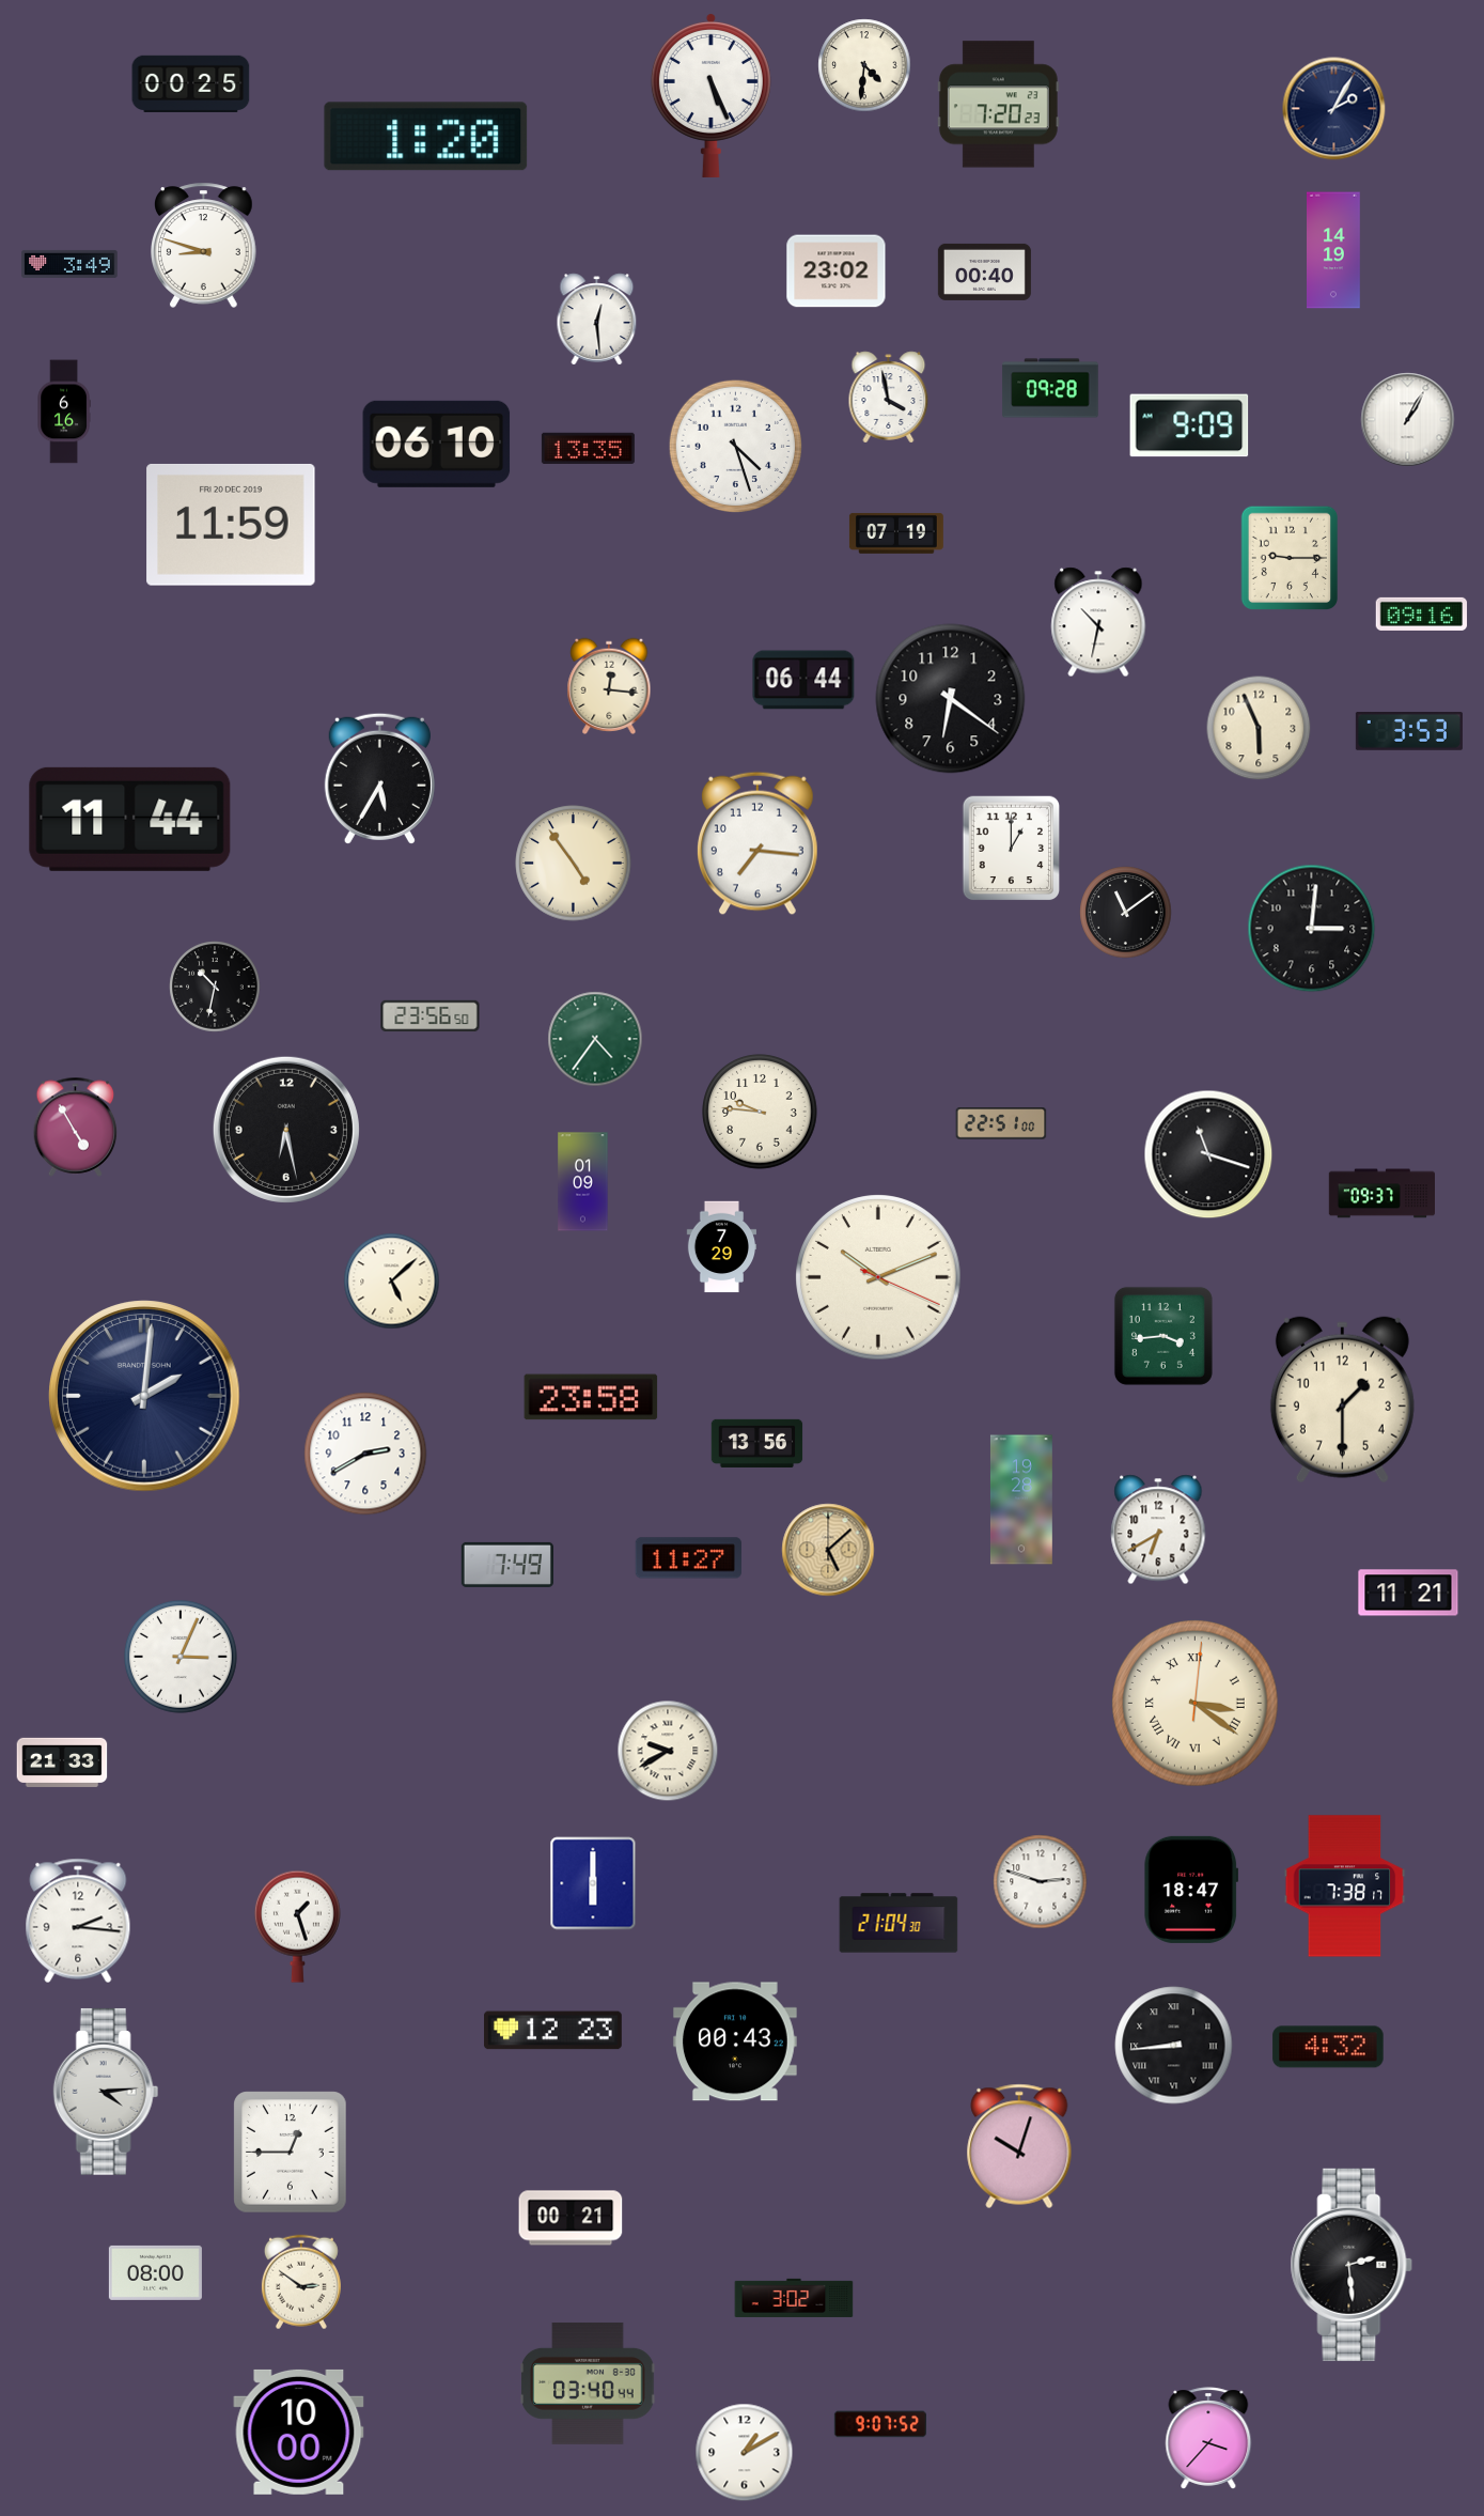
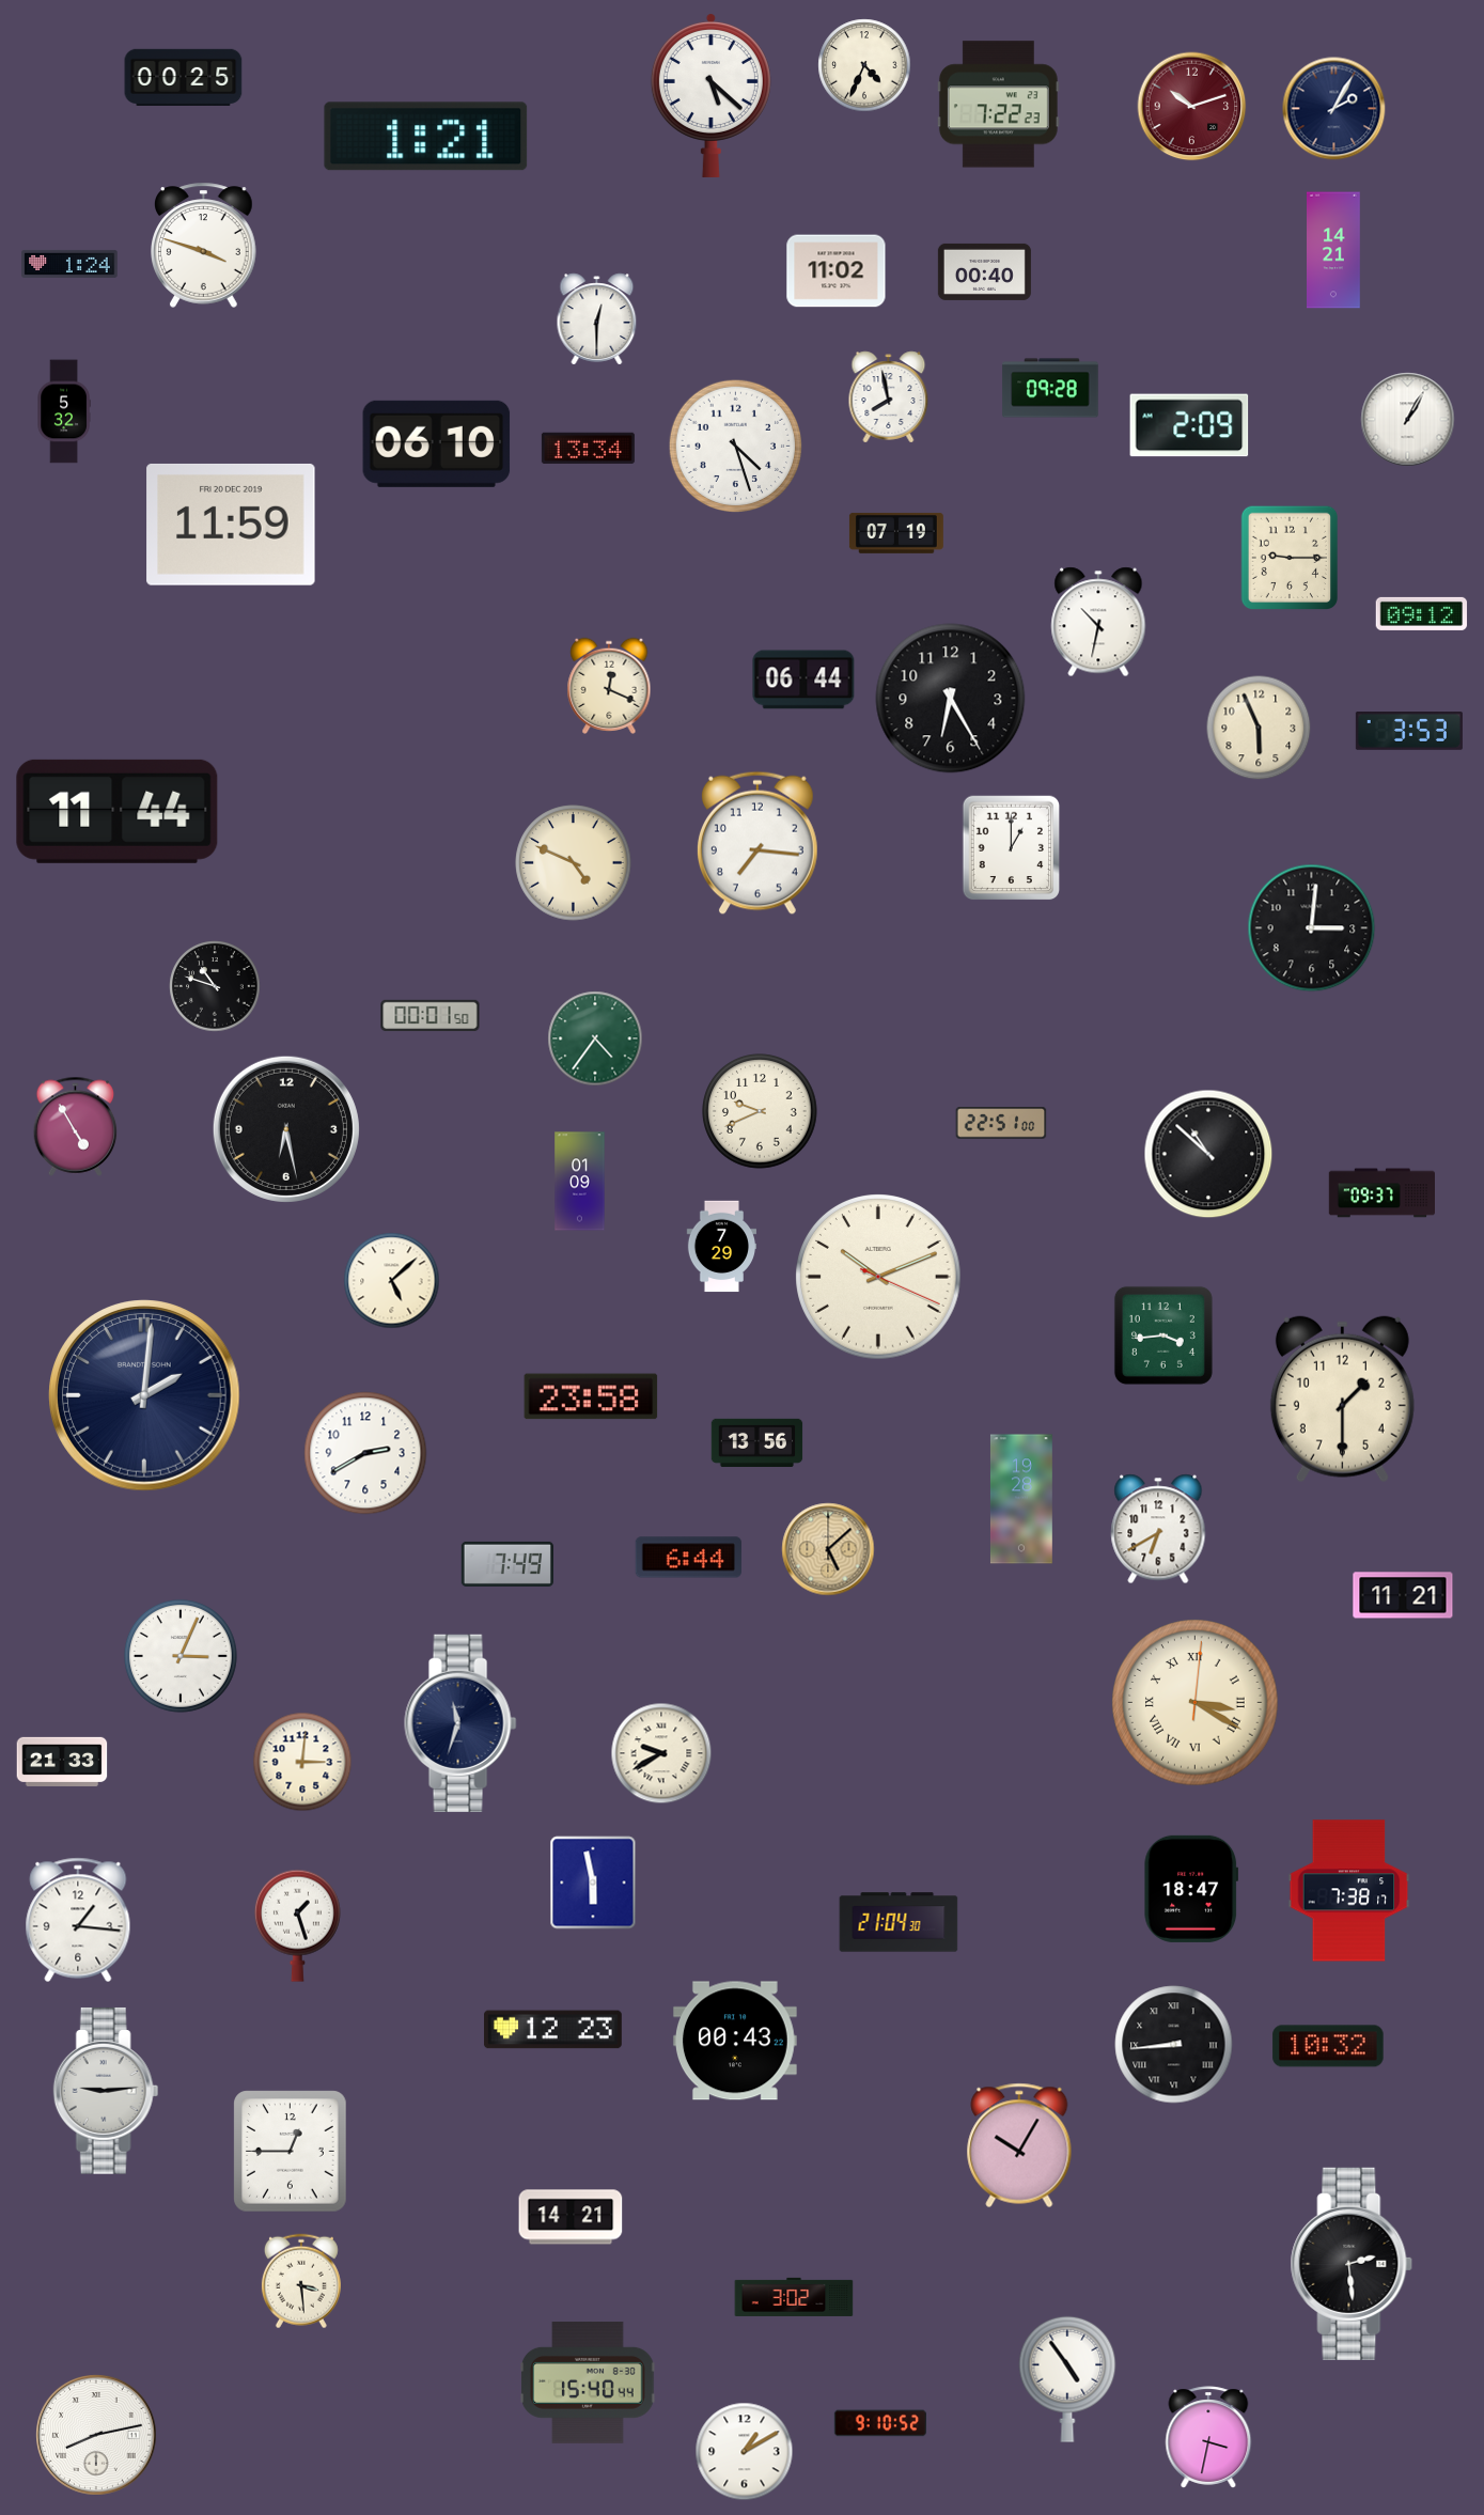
clock at (864, 65): 4:31 -> 4:34
clock at (191, 83) position: (191, 83) -> (184, 77)
clock at (710, 95): 5:26 -> 5:22
clock at (998, 105): 7:20 -> 7:22
clock at (1192, 107): none -> 10:12
clock at (426, 137): 1:20 -> 1:21
clock at (204, 245): 8:48 -> 3:48
clock at (1334, 250): 14:19 -> 14:21
clock at (69, 264): 3:49 -> 1:24
clock at (837, 271): 23:02 -> 11:02
clock at (597, 320): 12:29 -> 12:30
clock at (889, 398): 3:58 -> 7:58
clock at (64, 411): 6:16 -> 5:32
clock at (1189, 425): 9:09 -> 2:09
clock at (588, 448): 13:35 -> 13:34
clock at (1422, 614): 09:16 -> 09:12
clock at (609, 685): 12:16 -> 12:19
clock at (951, 699): 6:21 -> 6:25
clock at (379, 778): 5:35 -> none
clock at (130, 819) position: (130, 819) -> (118, 811)
clock at (574, 864): 4:54 -> 4:49
clock at (1126, 913): 11:09 -> none
clock at (215, 987): 10:32 -> 10:48
clock at (431, 1016): 23:56 -> 00:01
clock at (760, 1112): 9:46 -> 9:41
clock at (1208, 1154): 11:18 -> 10:52
clock at (583, 1182) position: (583, 1182) -> (580, 1182)
clock at (688, 1558): 11:27 -> 6:44
clock at (1408, 1593) position: (1408, 1593) -> (1403, 1595)
clock at (1196, 1704): 3:21 -> 3:20
clock at (460, 1723): none -> 11:33
clock at (668, 1751) position: (668, 1751) -> (661, 1753)
clock at (302, 1762): none -> 3:01
clock at (1041, 1882): 2:48 -> none
clock at (593, 1883): 6:00 -> 5:58
clock at (1345, 1886) position: (1345, 1886) -> (1349, 1891)
clock at (78, 1921): 2:16 -> 1:16
clock at (1328, 2047): 4:32 -> 10:32
clock at (106, 2092): 4:14 -> 9:14
clock at (1019, 2146): 10:03 -> 10:05
clock at (571, 2218): 00:21 -> 14:21
clock at (155, 2272): 08:00 -> none
clock at (301, 2282): 2:51 -> 3:29
clock at (1067, 2379): none -> 4:54
clock at (588, 2383): 03:40 -> 15:40
clock at (880, 2424): 9:07 -> 9:10
clock at (299, 2432): 10:00 -> none
clock at (97, 2436): none -> 8:13
clock at (1208, 2438): 3:37 -> 3:32
